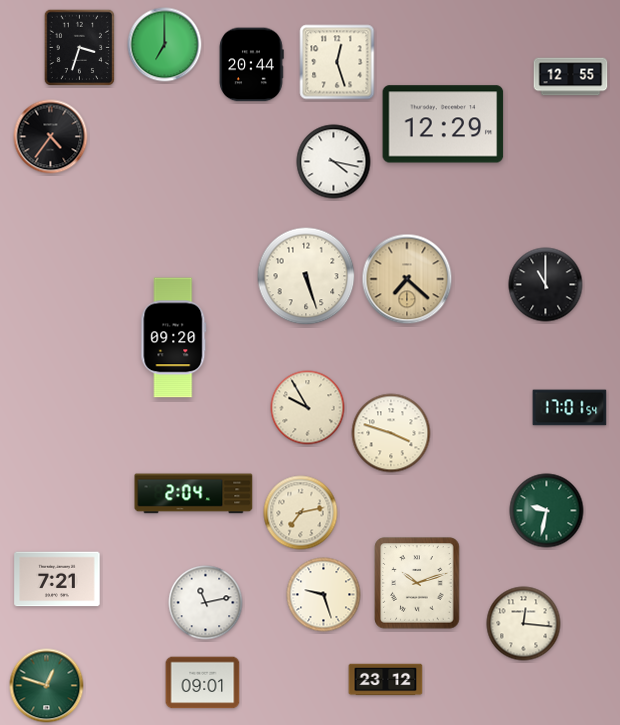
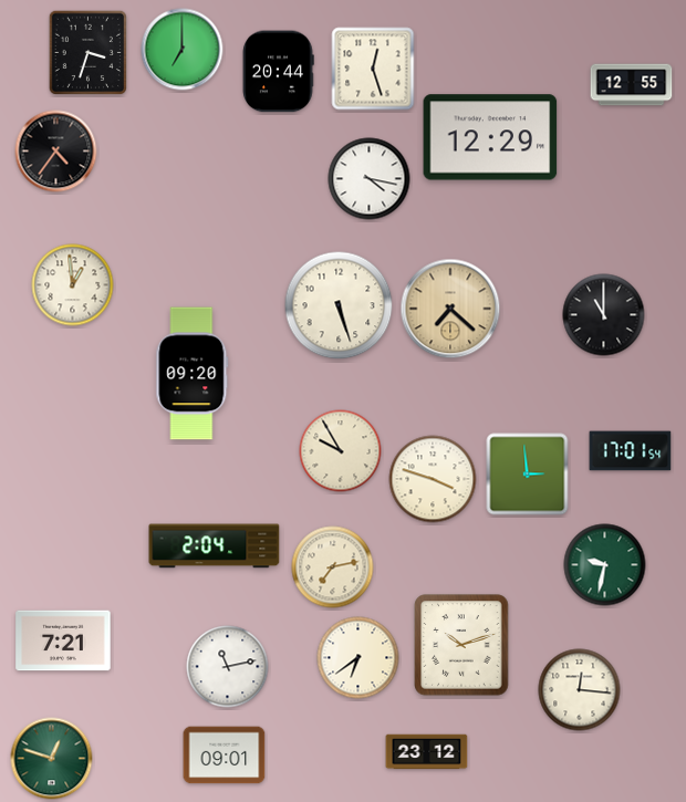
clock at (73, 285): none -> 12:59
clock at (528, 475): none -> 2:59
clock at (324, 595): 9:27 -> 6:39
